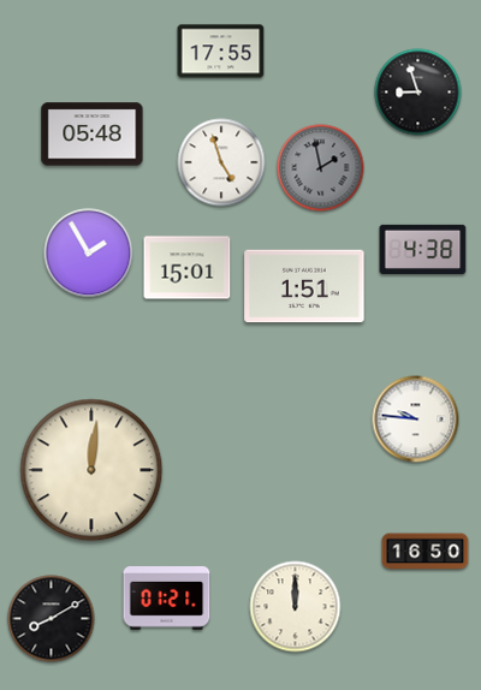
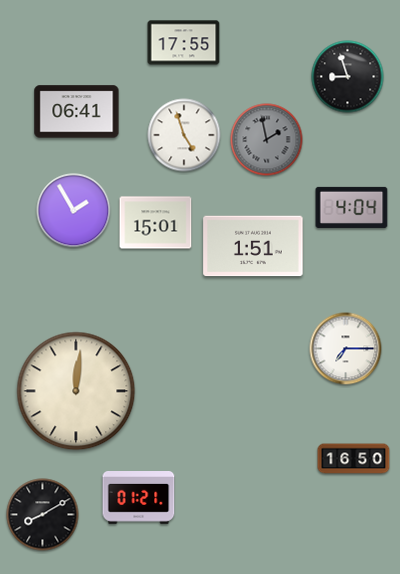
clock at (93, 135): 05:48 -> 06:41
clock at (423, 249): 4:38 -> 4:04
clock at (304, 286) position: (304, 286) -> (253, 246)
clock at (416, 420): 9:46 -> 7:15
clock at (296, 607): 12:00 -> none
